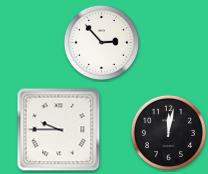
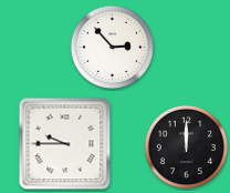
clock at (168, 132): 12:02 -> 12:00
